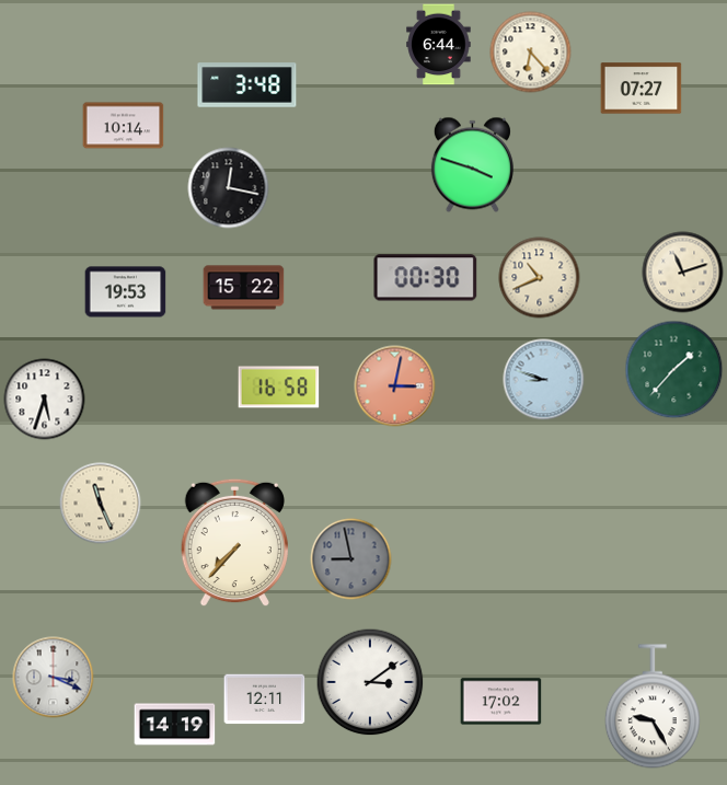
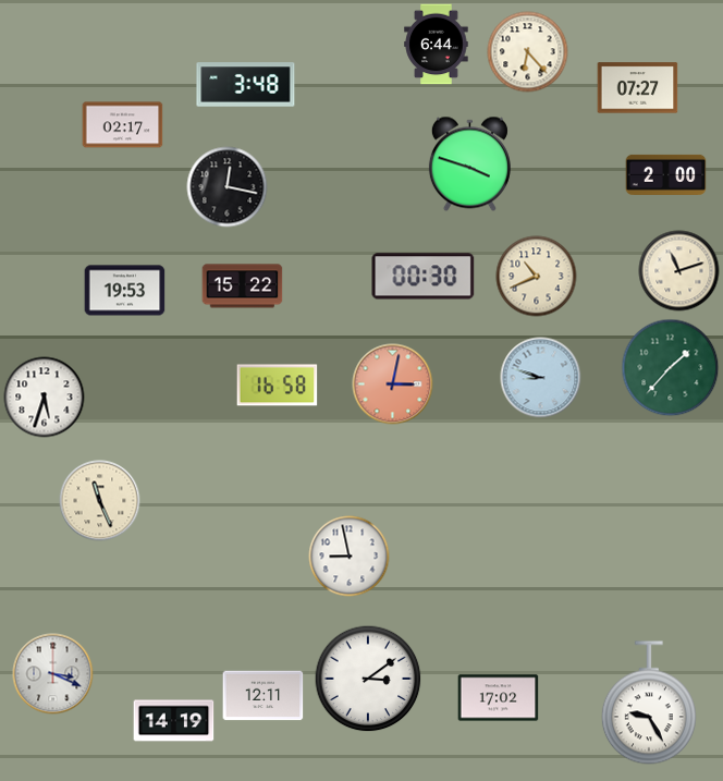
clock at (124, 126): 10:14 -> 02:17
clock at (666, 174): none -> 2:00
clock at (234, 543): 7:37 -> none
clock at (351, 559) dial: grey -> white
